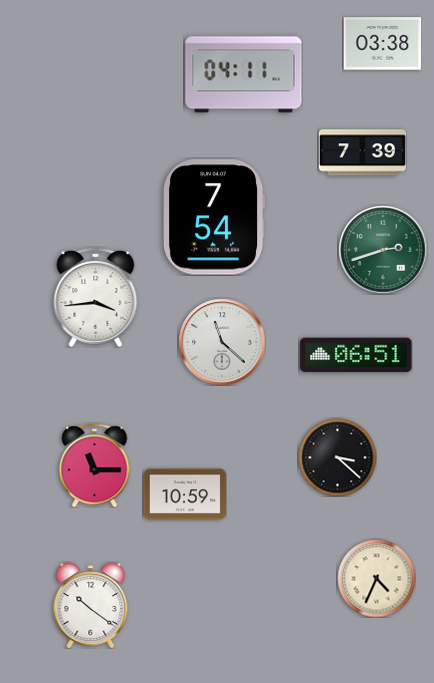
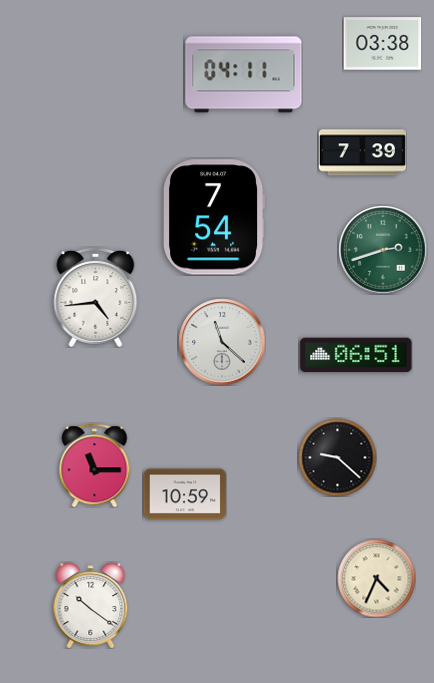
clock at (96, 297): 3:44 -> 4:44
clock at (337, 457): 3:22 -> 9:22
